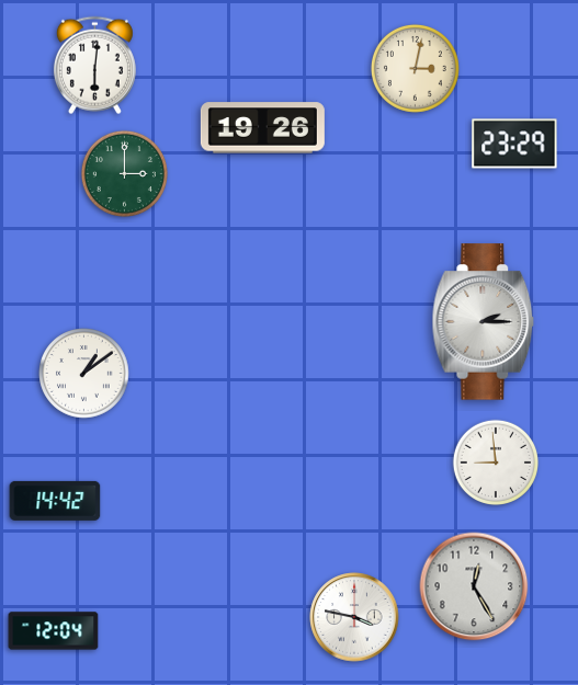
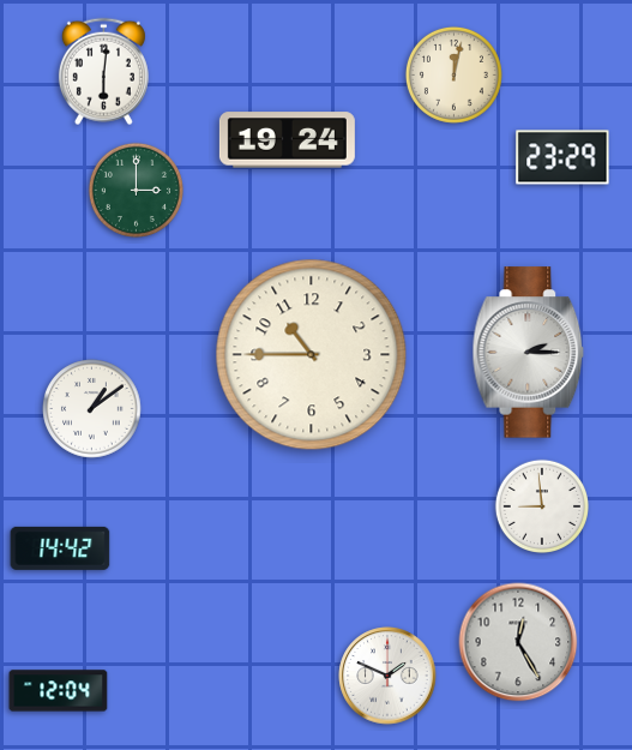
clock at (415, 68): 3:02 -> 12:02
clock at (262, 128): 19:26 -> 19:24
clock at (312, 355): none -> 10:45
clock at (354, 617): 3:47 -> 1:49
